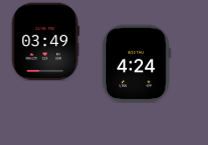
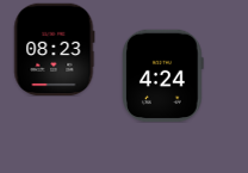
clock at (46, 41): 03:49 -> 08:23
